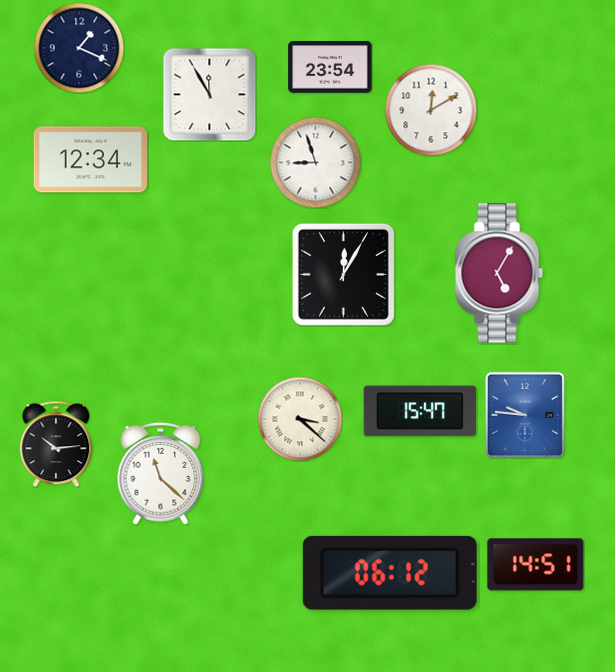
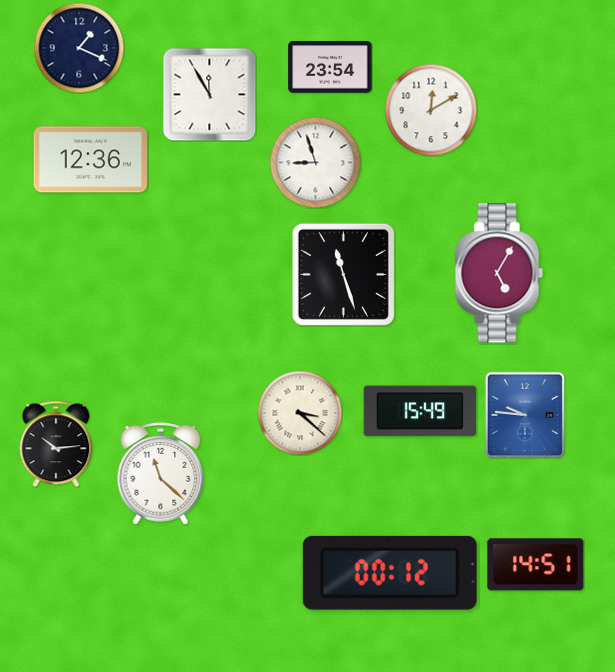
clock at (91, 160): 12:34 -> 12:36
clock at (343, 274): 12:05 -> 11:27
clock at (420, 411): 15:47 -> 15:49
clock at (300, 419) position: (300, 419) -> (300, 413)
clock at (390, 573): 06:12 -> 00:12
